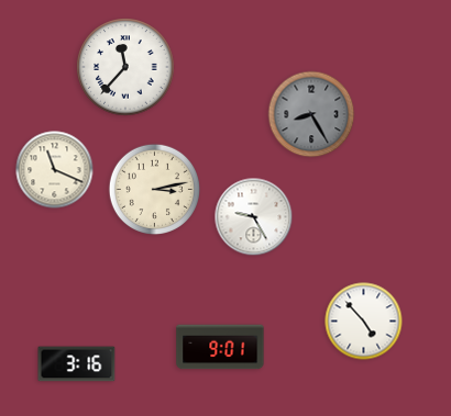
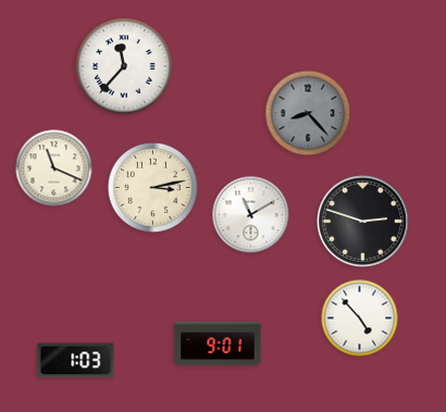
clock at (311, 114): 8:25 -> 8:23
clock at (254, 217): 9:25 -> 11:10
clock at (362, 221): none -> 2:48
clock at (77, 364): 3:16 -> 1:03
